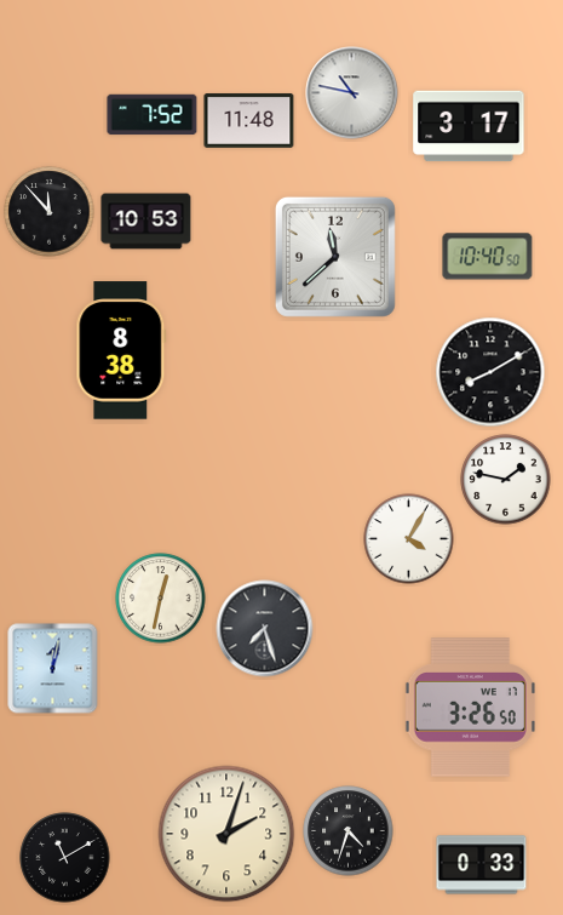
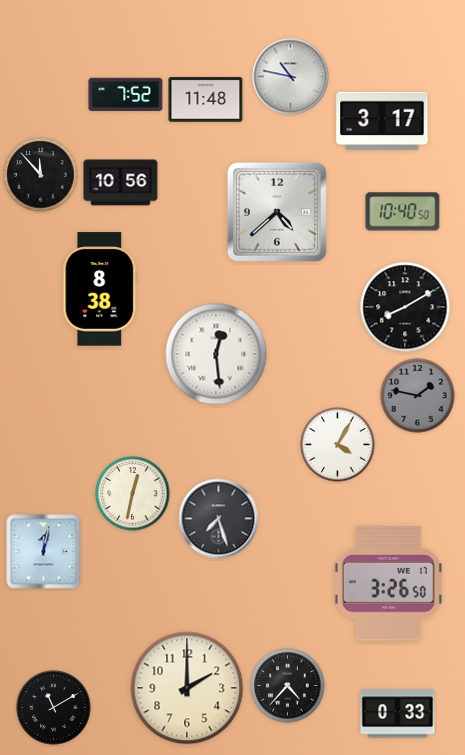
clock at (469, 126) position: (469, 126) -> (382, 121)
clock at (147, 222): 10:53 -> 10:56
clock at (335, 257): 11:38 -> 4:38
clock at (216, 354): none -> 12:29
clock at (506, 480) dial: white -> grey
clock at (349, 831): 4:33 -> 4:37
clock at (226, 834): 2:03 -> 2:00
